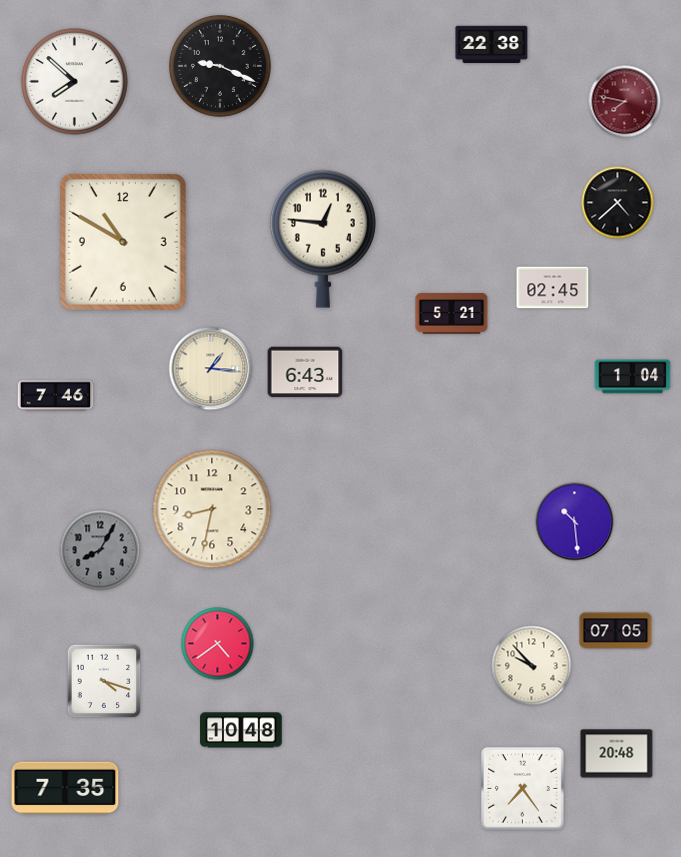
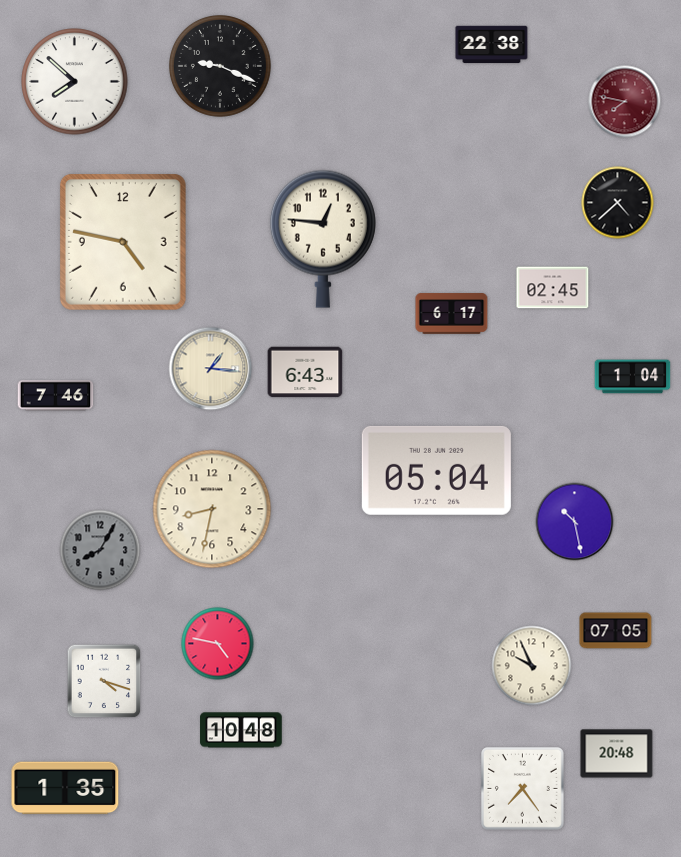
clock at (123, 242): 10:50 -> 4:47
clock at (452, 314): 5:21 -> 6:17
clock at (436, 470): none -> 05:04
clock at (575, 522): 10:29 -> 10:28
clock at (218, 644): 4:39 -> 4:47
clock at (532, 666): 9:53 -> 9:56
clock at (65, 788): 7:35 -> 1:35
